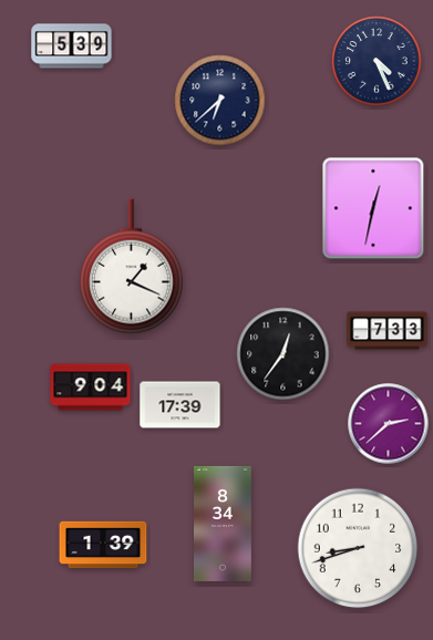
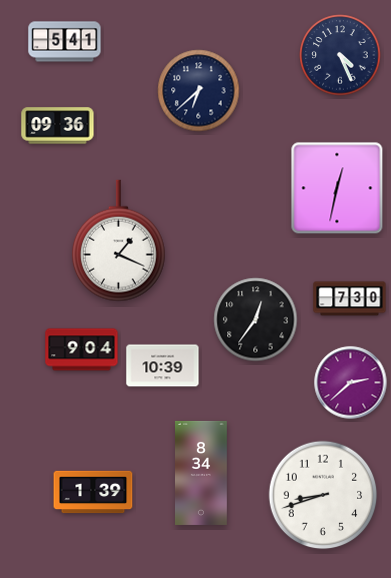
clock at (72, 47): 5:39 -> 5:41
clock at (58, 126): none -> 09:36
clock at (388, 331): 7:33 -> 7:30
clock at (181, 405): 17:39 -> 10:39
